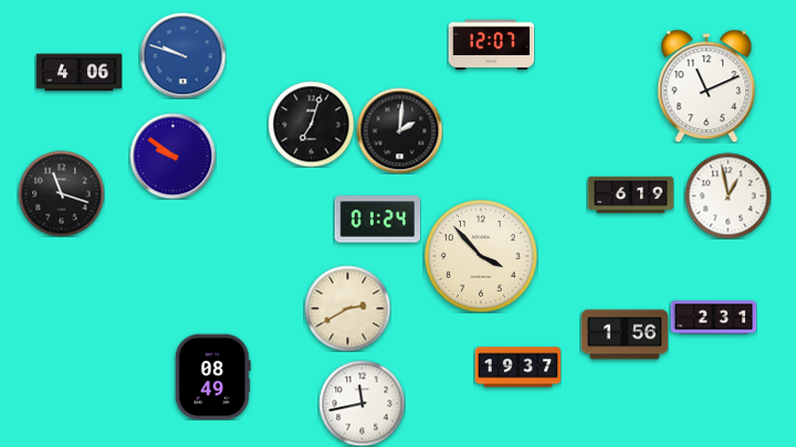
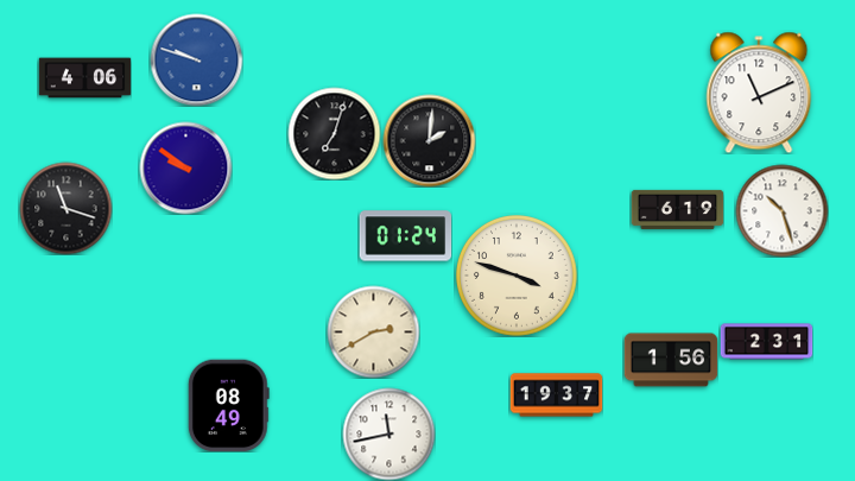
clock at (491, 45): 12:07 -> none
clock at (727, 195): 12:58 -> 10:27
clock at (482, 257): 3:53 -> 3:48
